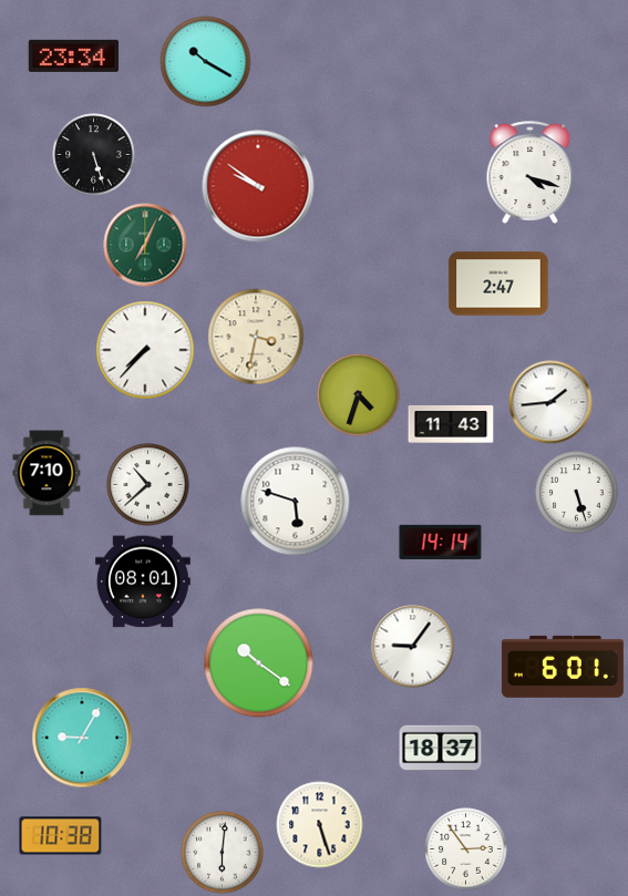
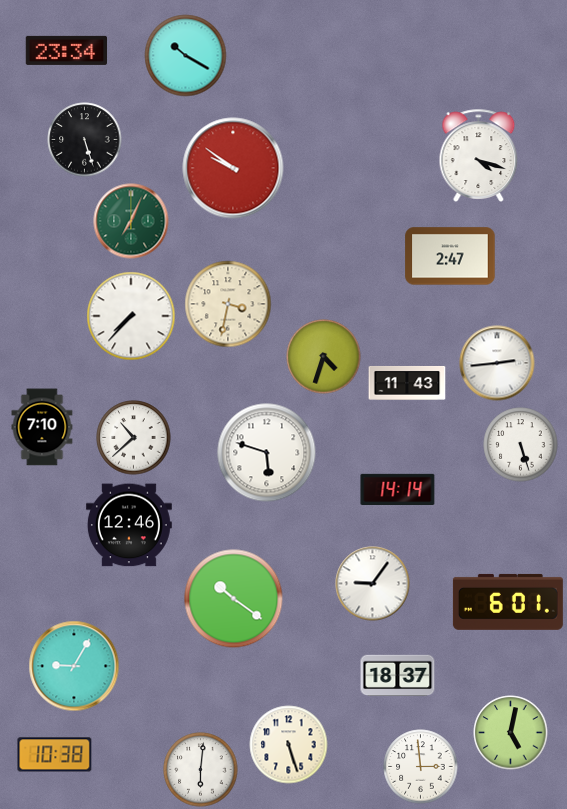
clock at (256, 337) position: (256, 337) -> (228, 304)
clock at (550, 402): 1:44 -> 2:44
clock at (143, 581): 08:01 -> 12:46
clock at (511, 733): none -> 5:02
clock at (466, 849): 2:54 -> 2:59
